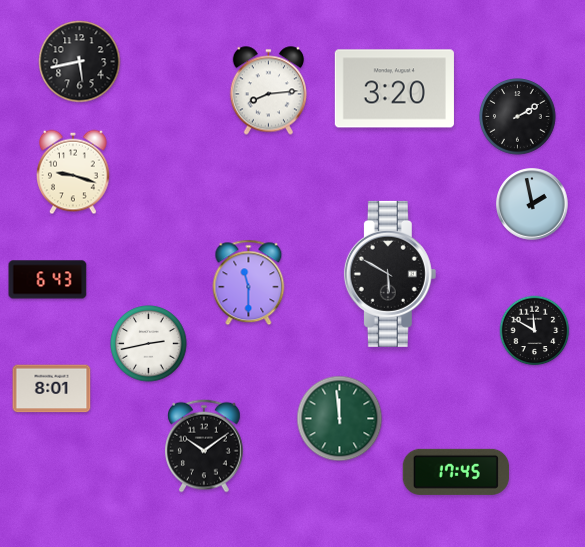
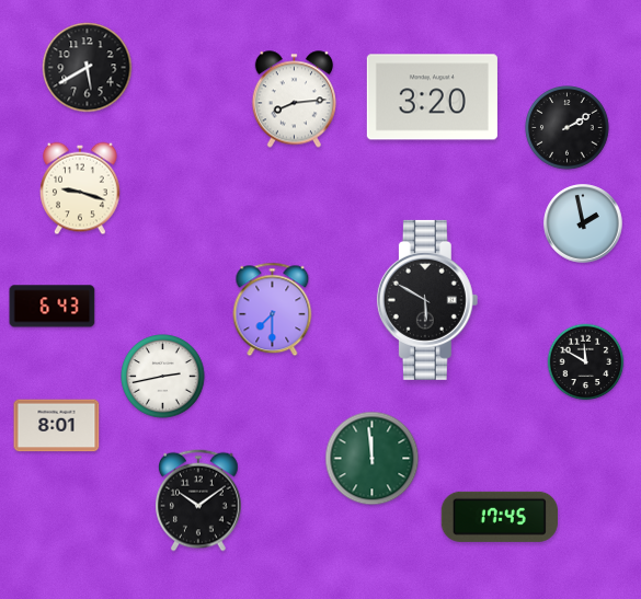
clock at (80, 62): 5:43 -> 5:40
clock at (249, 283): 11:30 -> 7:30
clock at (205, 446) position: (205, 446) -> (199, 500)
